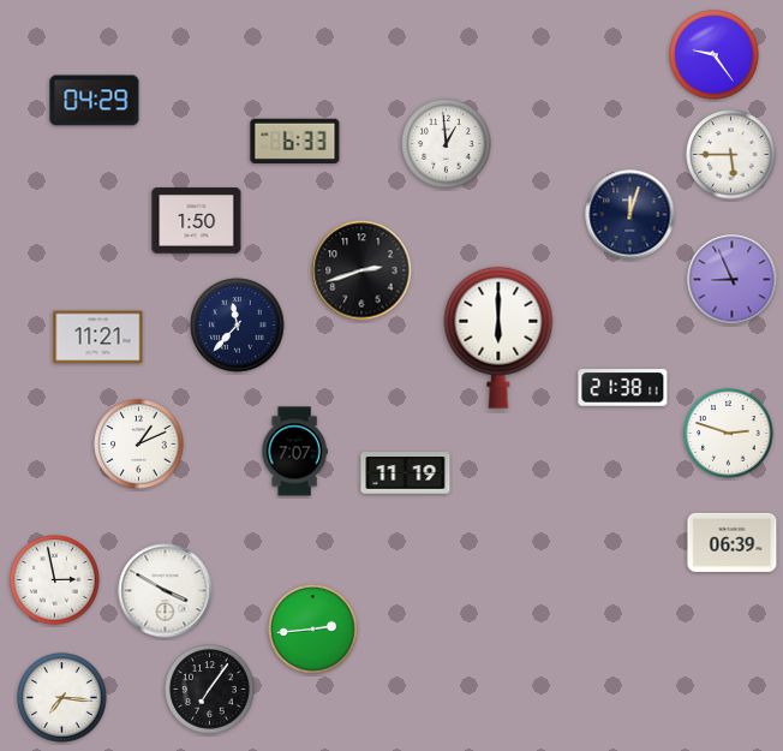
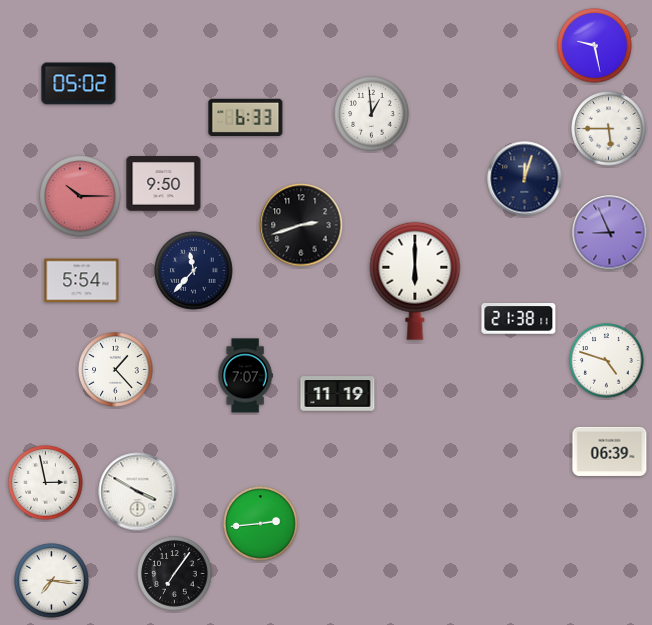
clock at (715, 55): 9:24 -> 9:28
clock at (95, 101): 04:29 -> 05:02
clock at (447, 144) position: (447, 144) -> (372, 114)
clock at (197, 221): 1:50 -> 9:50
clock at (80, 196): none -> 10:15
clock at (238, 326) position: (238, 326) -> (194, 271)
clock at (98, 338): 11:21 -> 5:54
clock at (623, 388) position: (623, 388) -> (519, 319)
clock at (729, 434): 2:48 -> 4:48
clock at (139, 445): 1:11 -> 1:23
